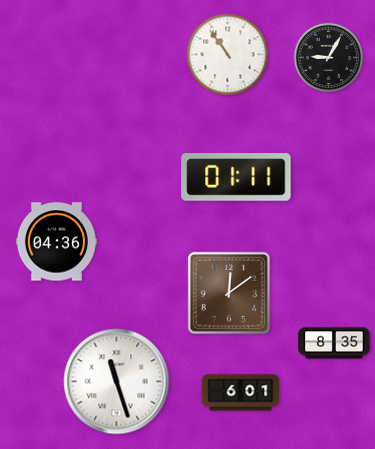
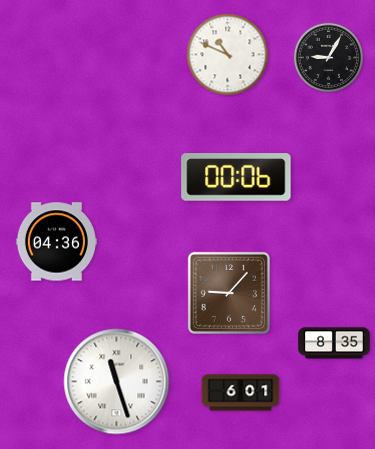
clock at (228, 55): 10:54 -> 10:49
clock at (236, 177): 01:11 -> 00:06
clock at (229, 293): 12:09 -> 9:07
